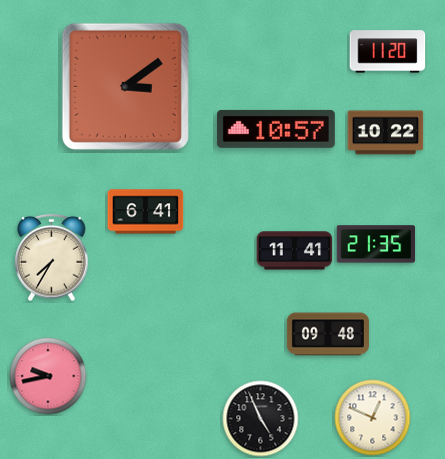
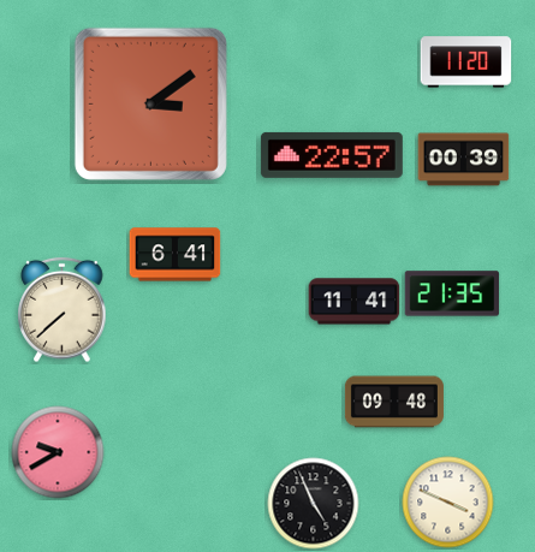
clock at (276, 129): 10:57 -> 22:57
clock at (386, 133): 10:22 -> 00:39
clock at (52, 258): 7:35 -> 7:38
clock at (48, 376): 9:43 -> 9:40
clock at (373, 418): 12:49 -> 3:49
